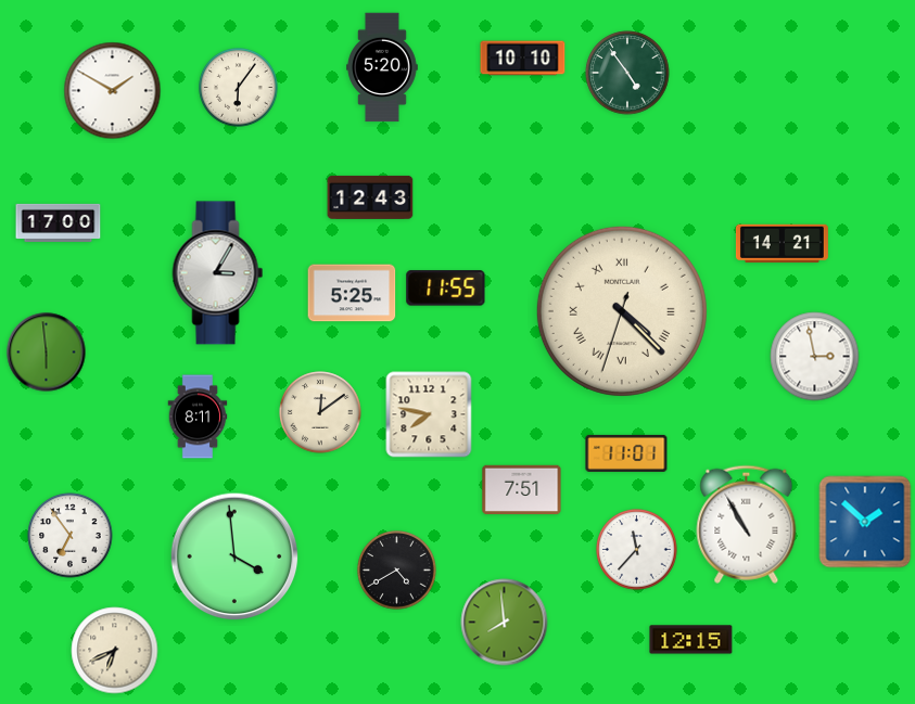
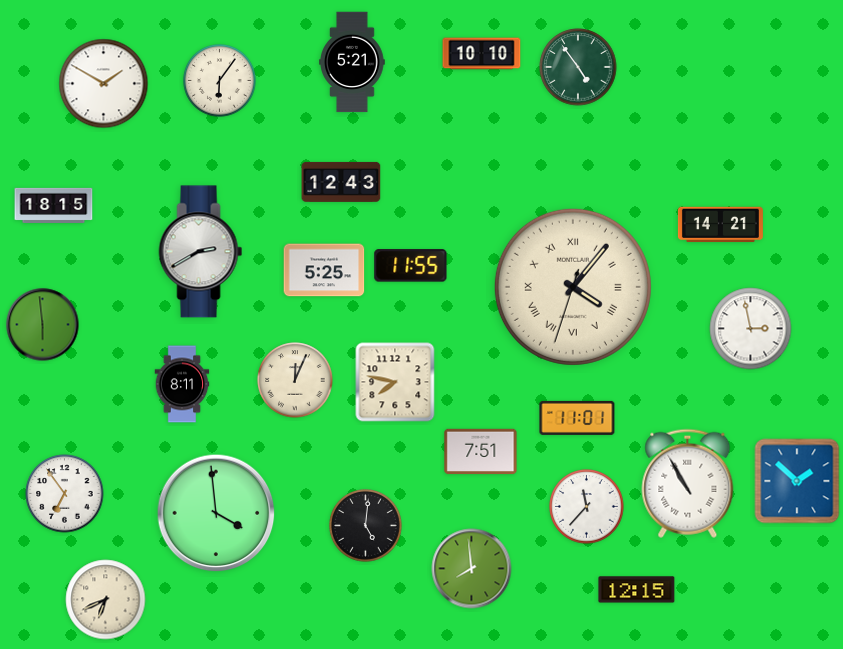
clock at (382, 67): 5:20 -> 5:21
clock at (59, 222): 17:00 -> 18:15
clock at (218, 273): 3:05 -> 2:40
clock at (622, 311): 4:22 -> 4:06
clock at (320, 412): 12:09 -> 12:04
clock at (397, 571): 4:40 -> 5:01
clock at (505, 623) position: (505, 623) -> (472, 569)
